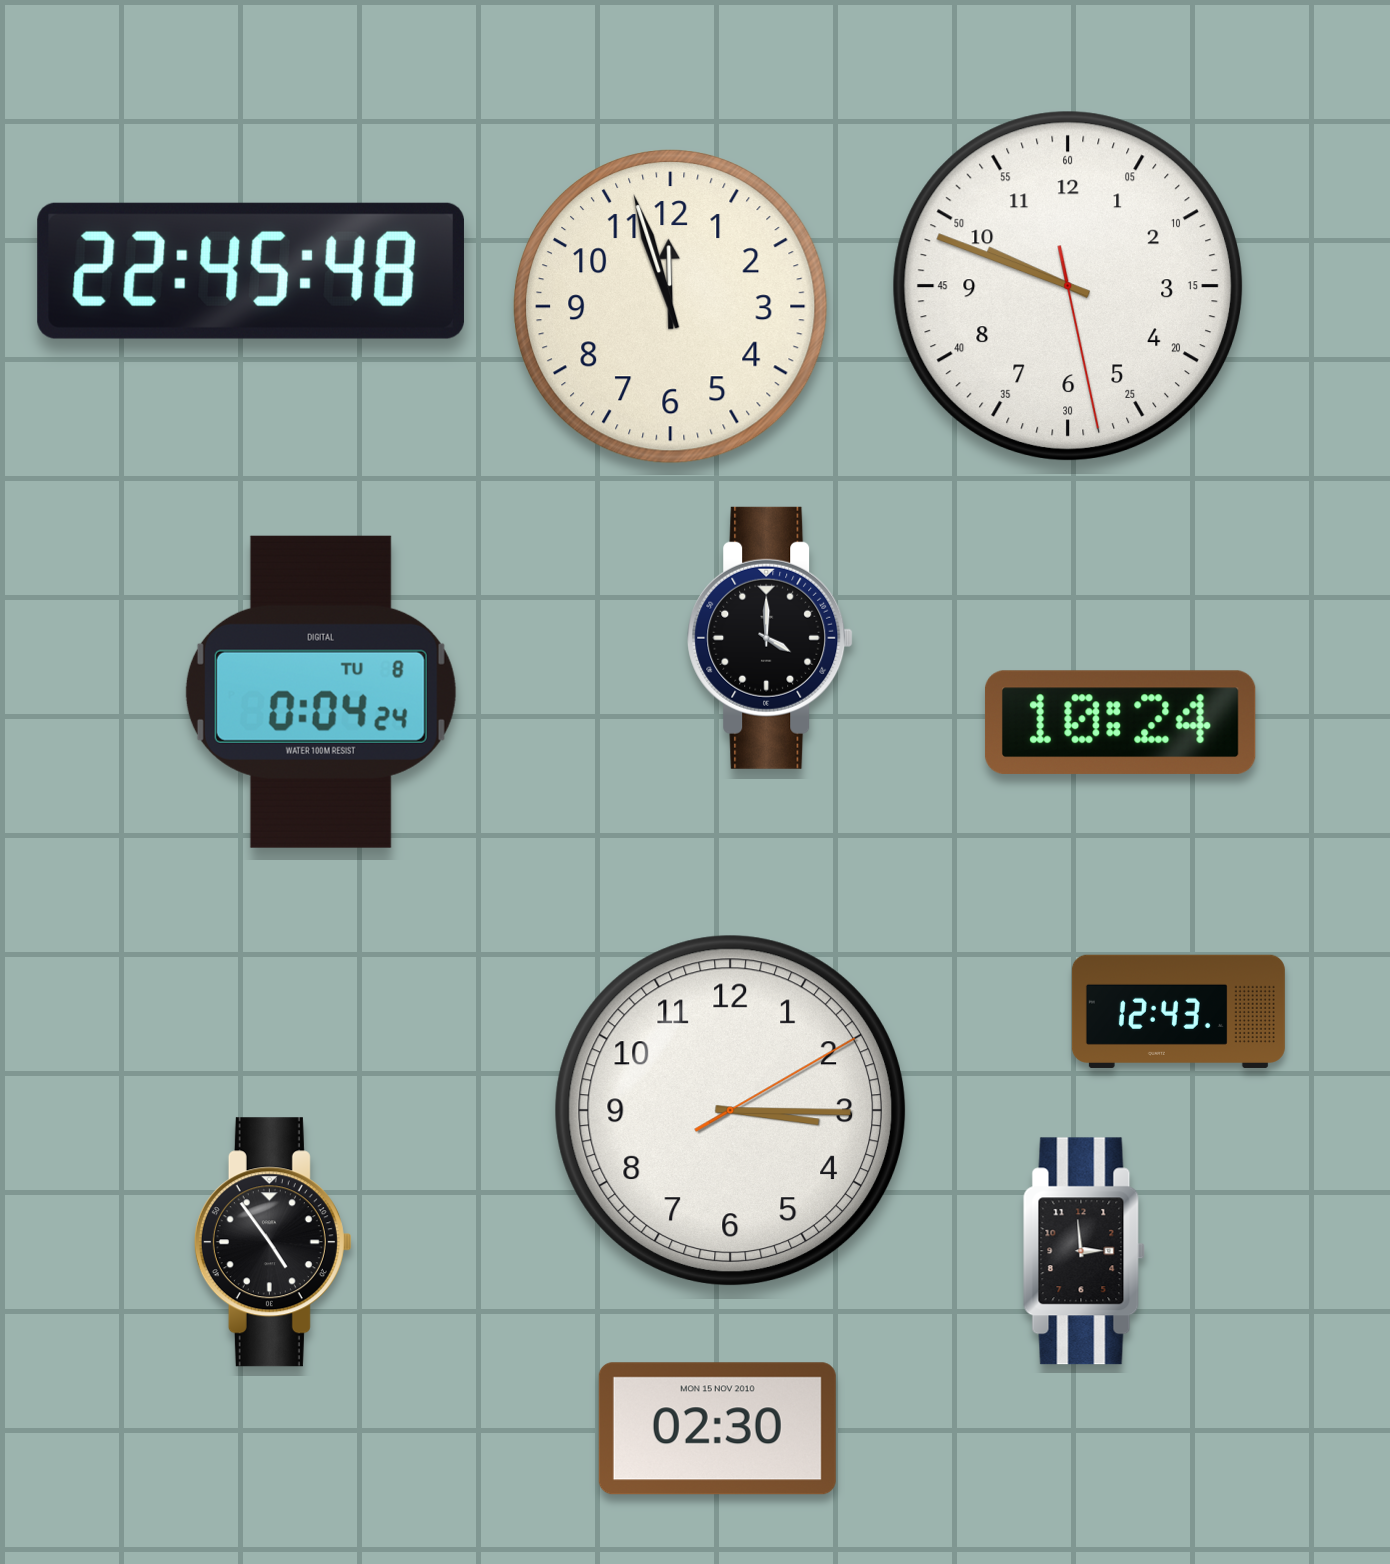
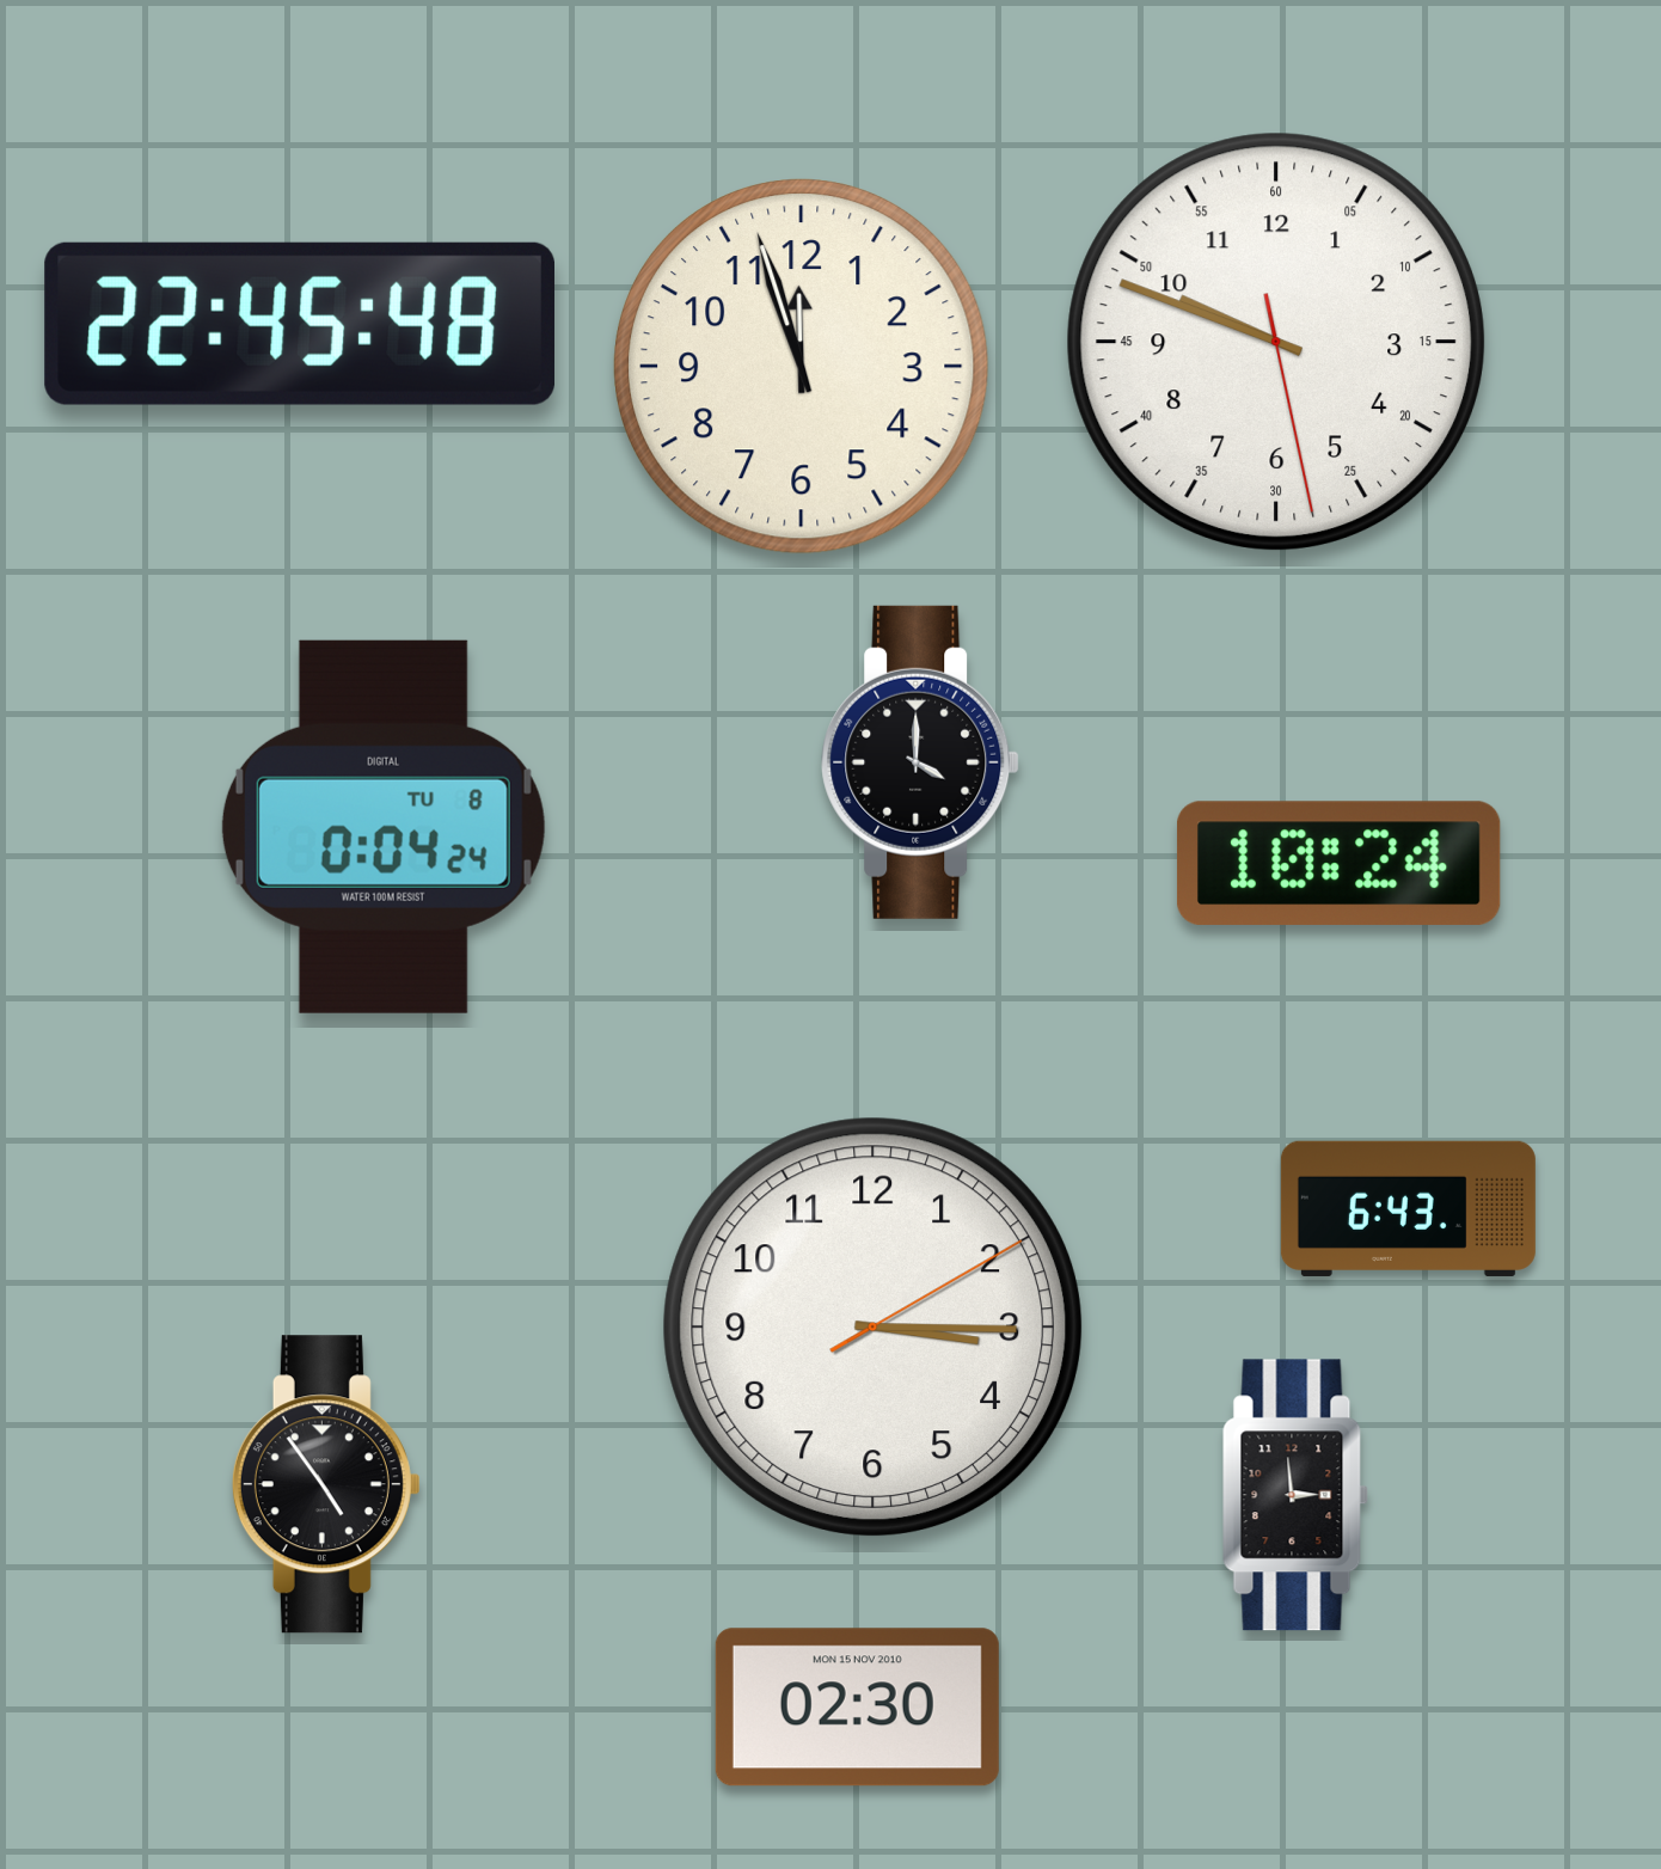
clock at (1178, 1011): 12:43 -> 6:43
